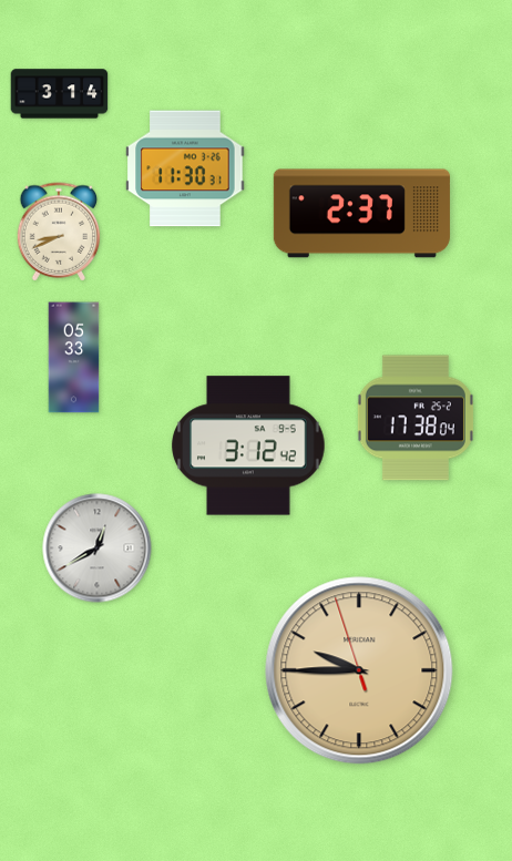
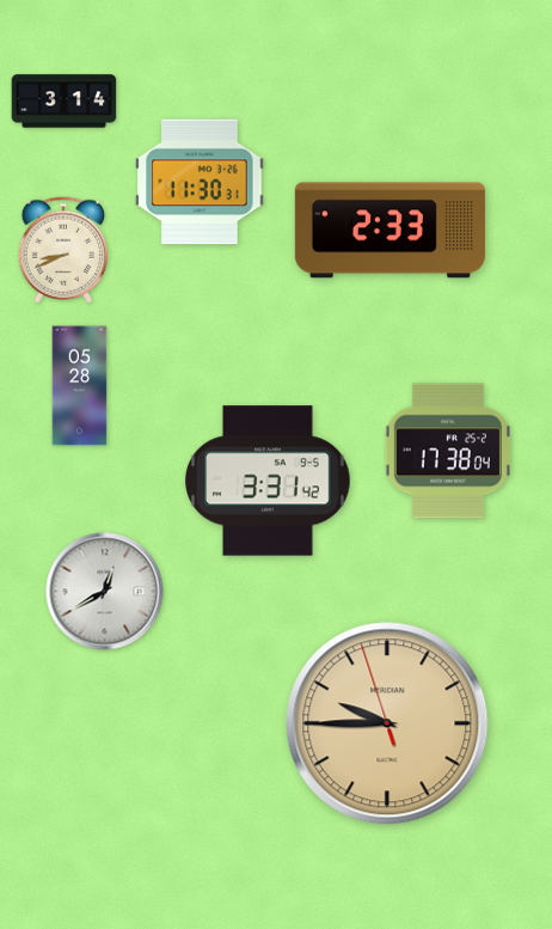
clock at (361, 214): 2:37 -> 2:33
clock at (74, 358): 05:33 -> 05:28
clock at (248, 445): 3:12 -> 3:31
